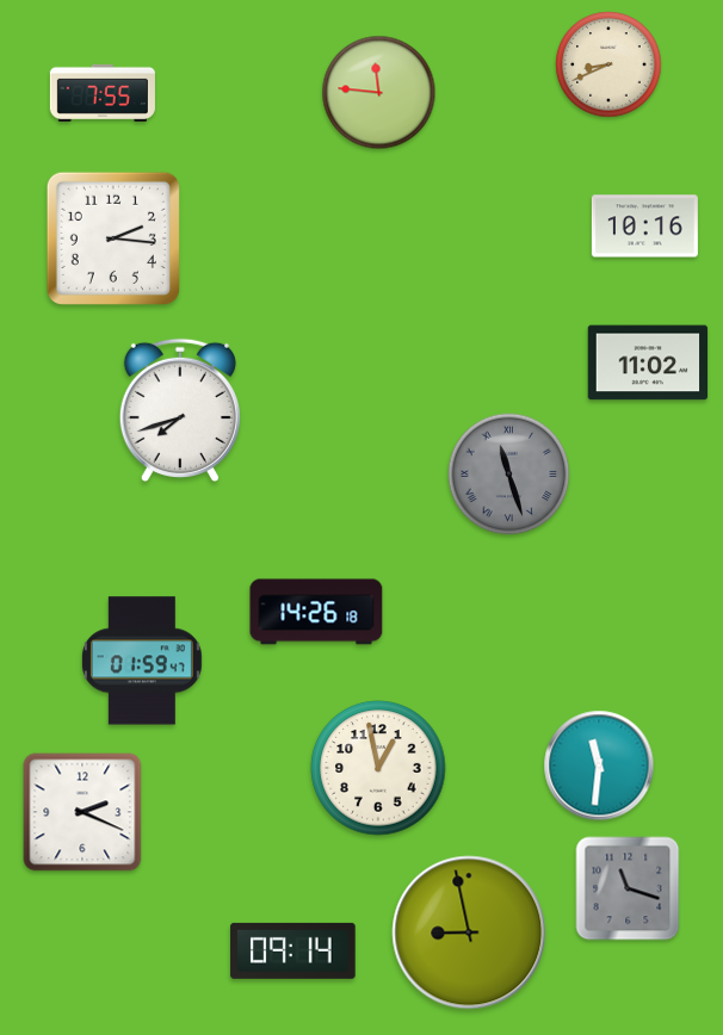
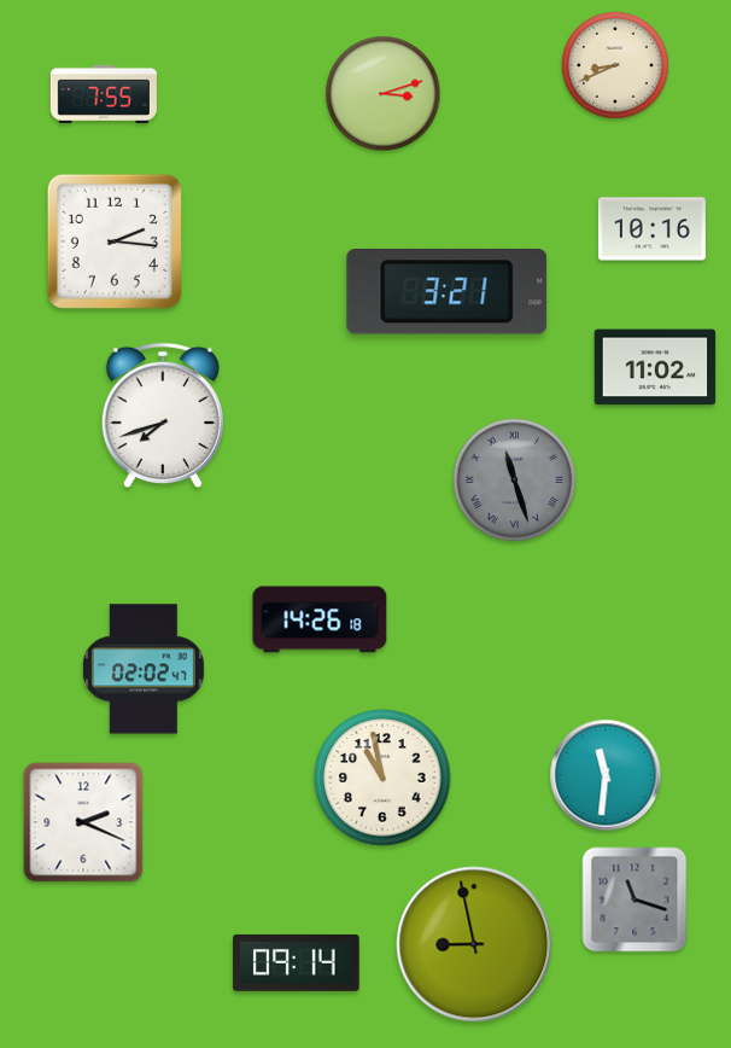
clock at (379, 93): 11:46 -> 3:12
clock at (448, 291): none -> 3:21
clock at (180, 410) position: (180, 410) -> (163, 415)
clock at (142, 661): 01:59 -> 02:02
clock at (378, 768): 12:58 -> 10:58
